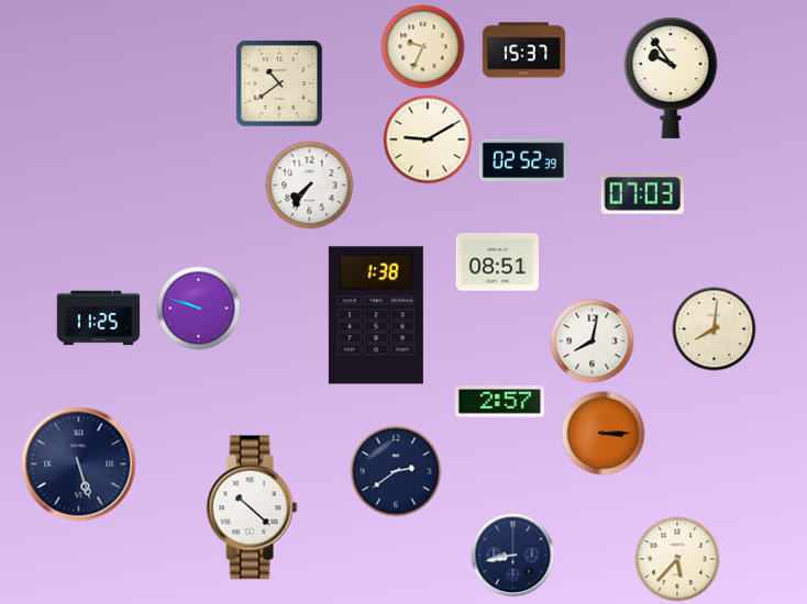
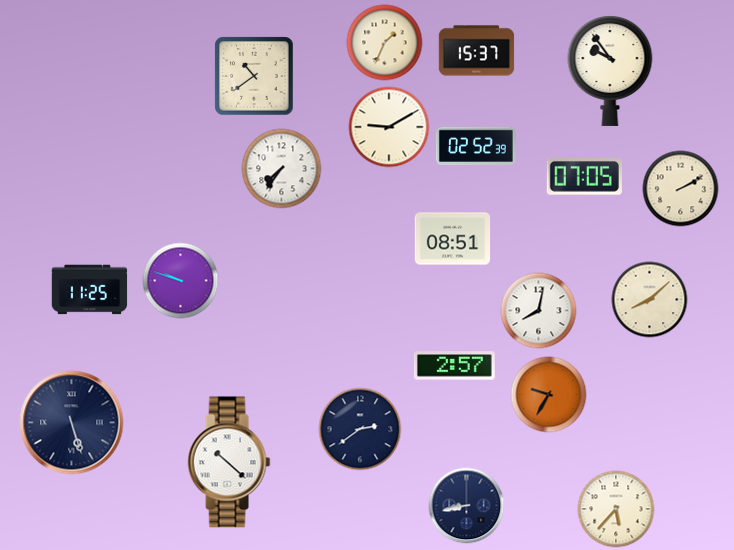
clock at (423, 47): 9:34 -> 1:34
clock at (524, 51) position: (524, 51) -> (477, 51)
clock at (642, 194): 07:03 -> 07:05
clock at (681, 189): none -> 2:10
clock at (376, 315): 1:38 -> none
clock at (715, 329): 8:01 -> 8:08
clock at (604, 434): 3:15 -> 9:35
